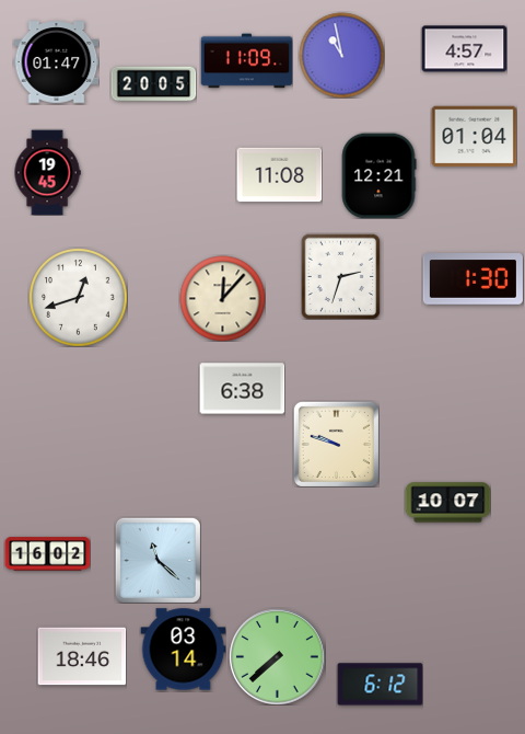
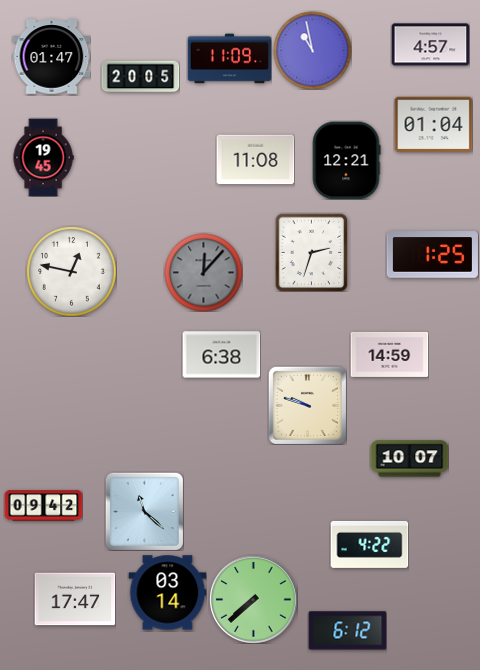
clock at (464, 49) position: (464, 49) -> (430, 45)
clock at (246, 61) position: (246, 61) -> (229, 59)
clock at (472, 279): 1:30 -> 1:25
clock at (78, 297): 12:42 -> 12:47
clock at (222, 298) dial: cream -> grey
clock at (389, 354): none -> 14:59
clock at (47, 554): 16:02 -> 09:42
clock at (369, 544): none -> 4:22
clock at (82, 656): 18:46 -> 17:47
clock at (380, 685) position: (380, 685) -> (347, 631)
